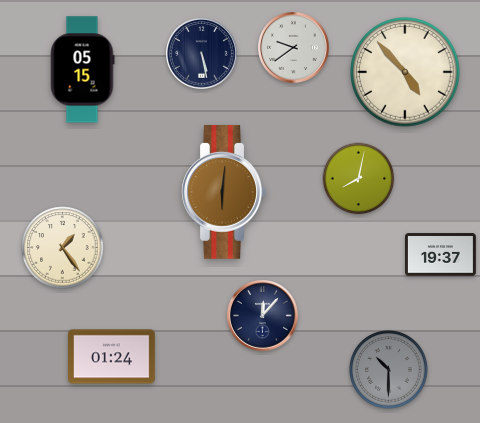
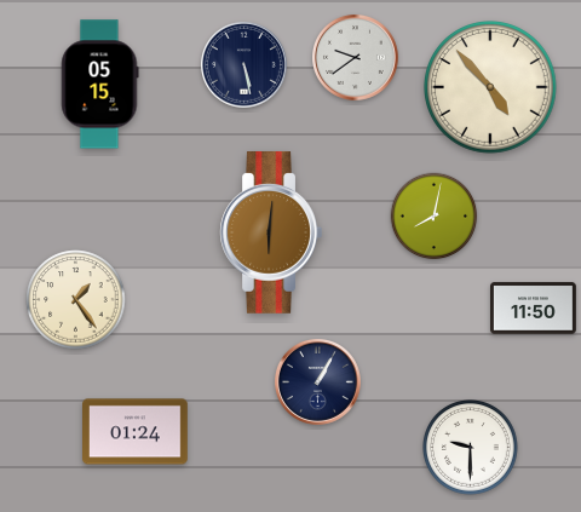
clock at (441, 255): 19:37 -> 11:50
clock at (263, 316): 12:07 -> 1:05
clock at (389, 370): 10:30 -> 9:30
clock at (389, 370) dial: grey -> white
